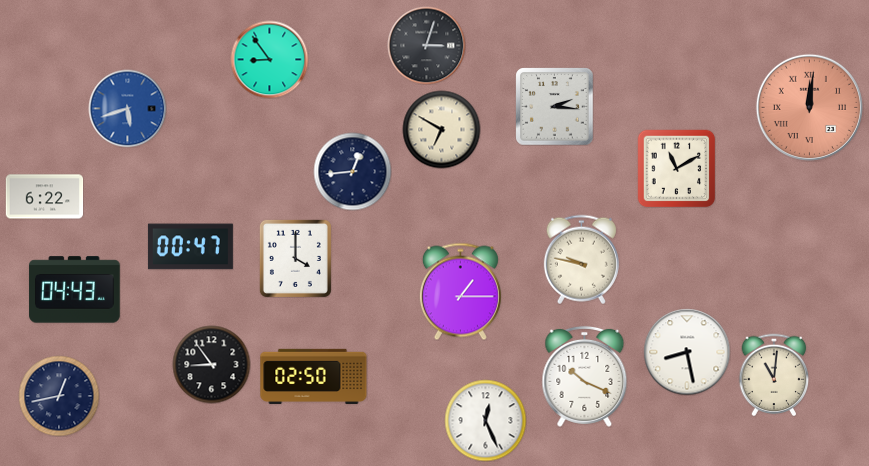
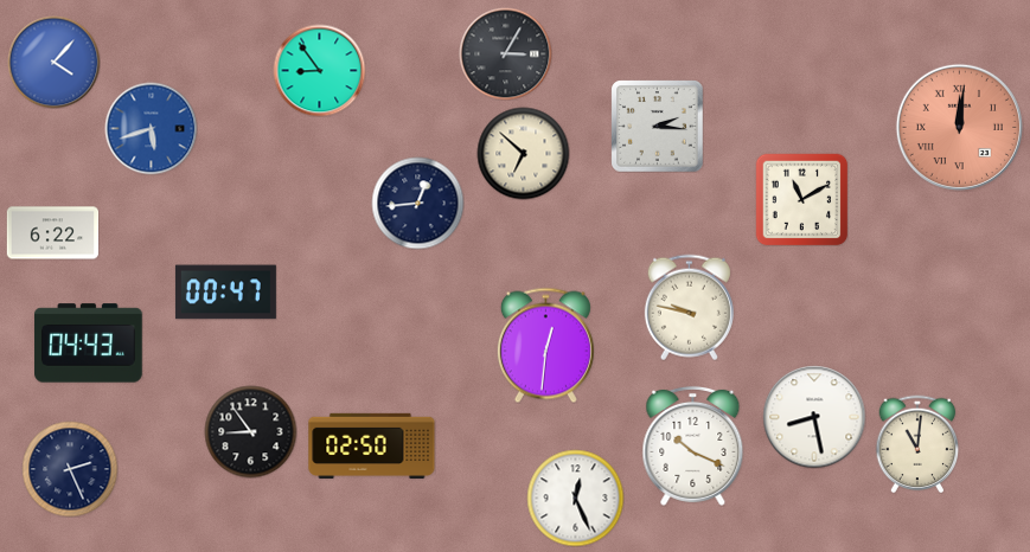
clock at (426, 45): 3:03 -> 3:05
clock at (53, 62): none -> 4:07
clock at (441, 129): 6:50 -> 6:52
clock at (295, 258): 4:00 -> none
clock at (460, 291): 1:15 -> 12:31
clock at (59, 396): 12:43 -> 2:26
